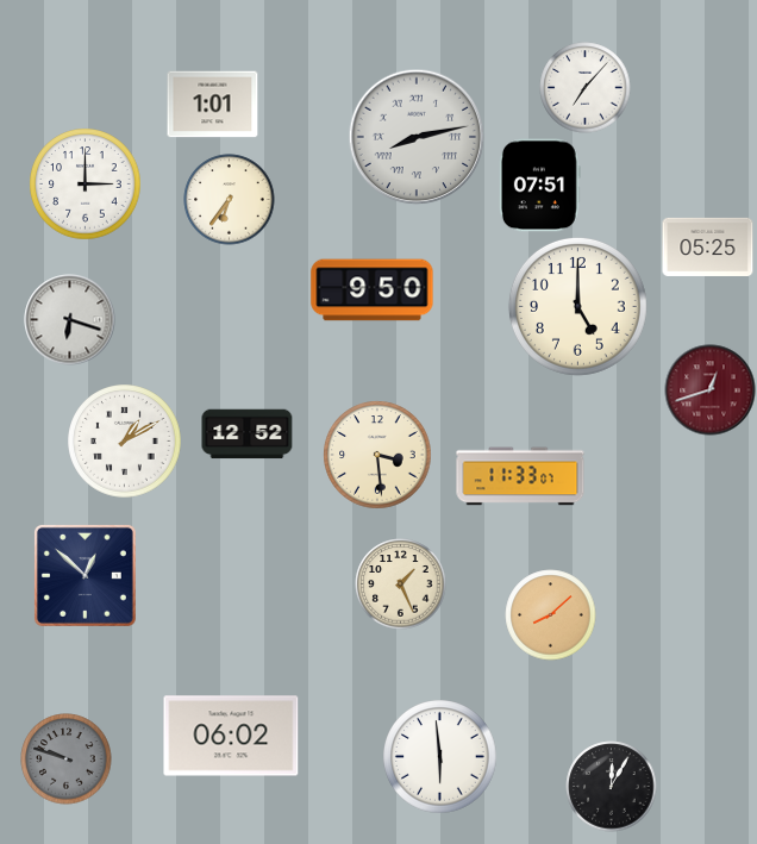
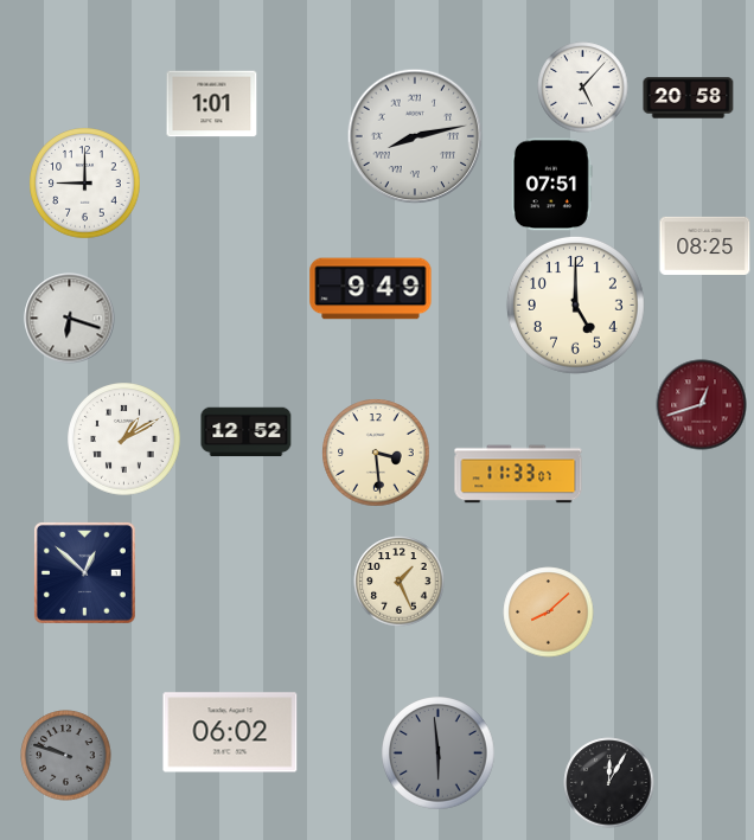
clock at (586, 88): 7:07 -> 5:07
clock at (689, 98): none -> 20:58
clock at (86, 185): 3:00 -> 9:00
clock at (539, 186) position: (539, 186) -> (551, 185)
clock at (230, 200): 6:36 -> none
clock at (708, 246): 05:25 -> 08:25
clock at (373, 290): 9:50 -> 9:49
clock at (711, 390) position: (711, 390) -> (702, 405)
clock at (440, 757) dial: white -> grey
